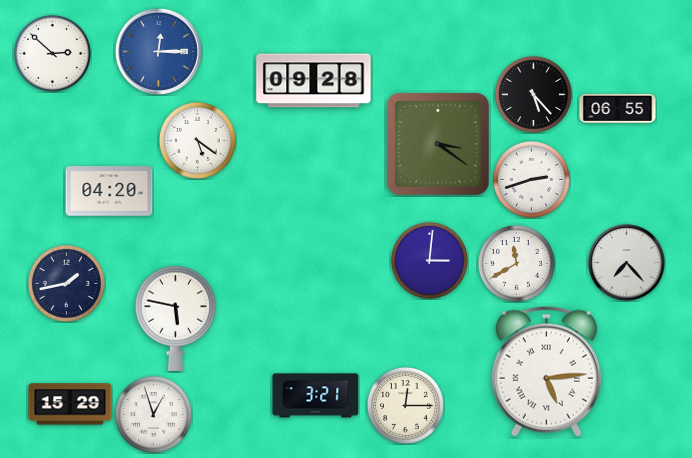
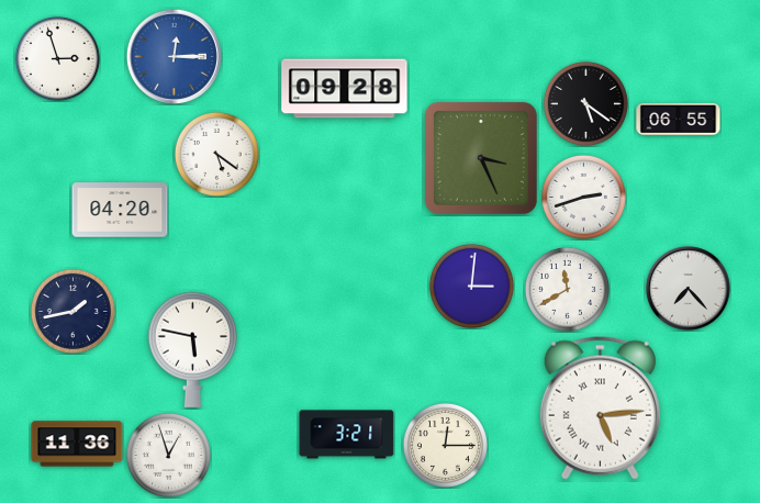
clock at (52, 53): 2:52 -> 2:57
clock at (533, 94): 5:23 -> 5:21
clock at (438, 144): 3:21 -> 3:26
clock at (70, 404): 15:29 -> 11:36
